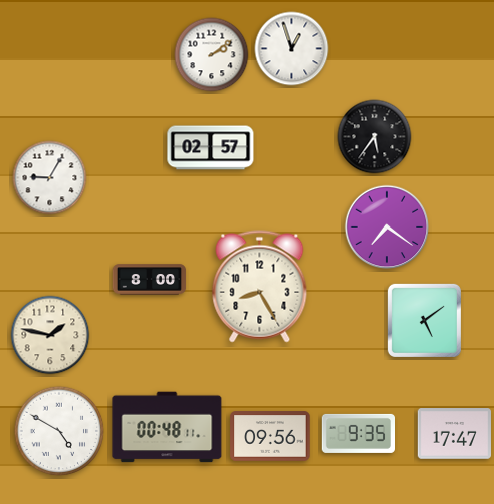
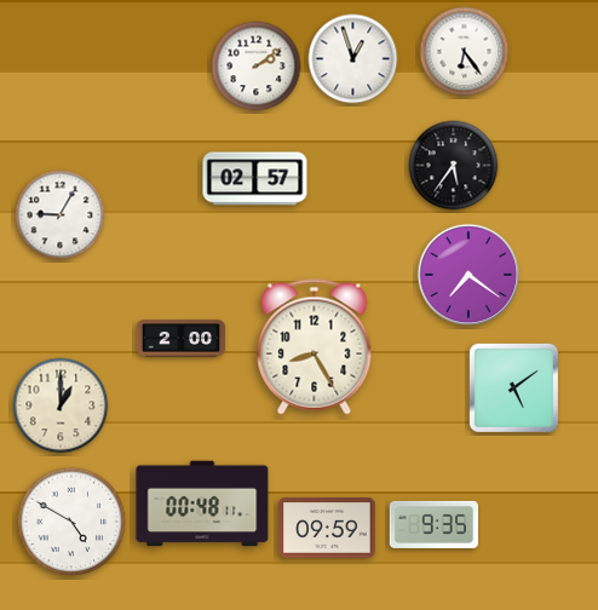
clock at (465, 52): none -> 6:24
clock at (150, 280): 8:00 -> 2:00
clock at (50, 335): 1:47 -> 1:00
clock at (167, 427) position: (167, 427) -> (202, 503)
clock at (455, 434): 17:47 -> none
clock at (270, 436): 09:56 -> 09:59
